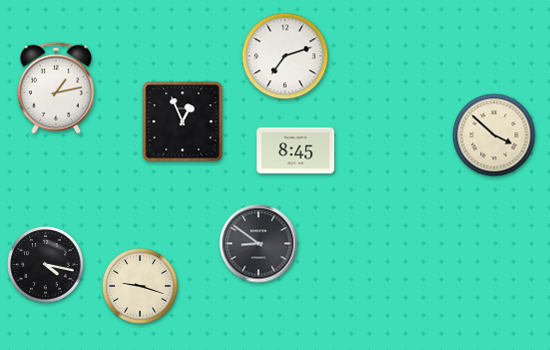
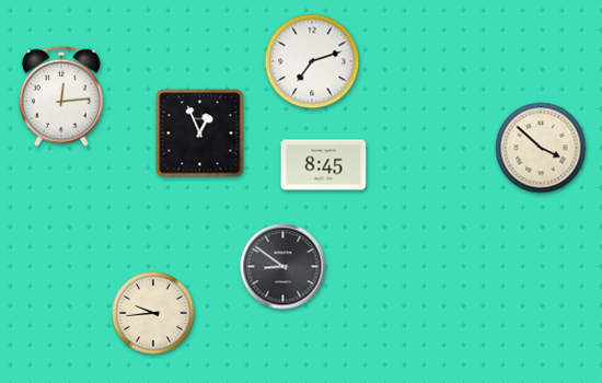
clock at (56, 88): 1:13 -> 12:14
clock at (46, 265): 4:17 -> none
clock at (140, 286): 9:18 -> 9:44
